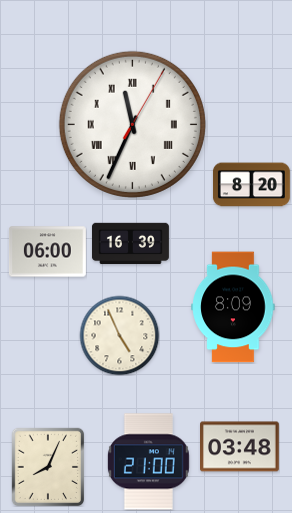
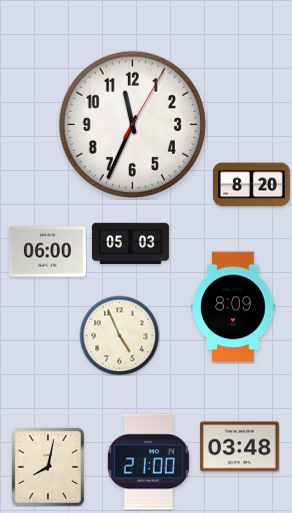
clock at (132, 124) numerals: Roman -> Arabic
clock at (131, 244): 16:39 -> 05:03
clock at (47, 467): 8:04 -> 8:02
